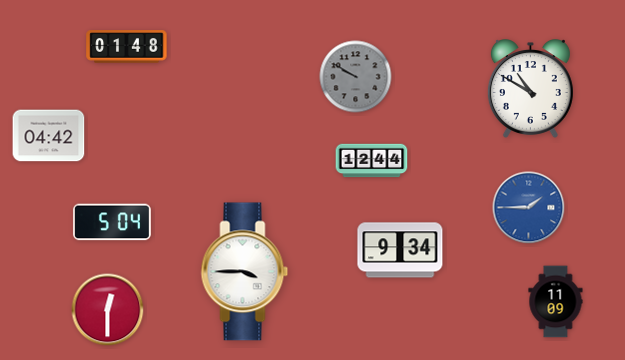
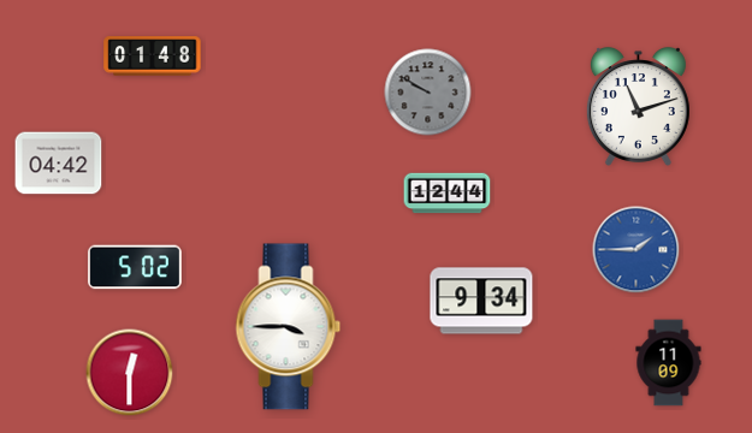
clock at (530, 89): 10:50 -> 11:12
clock at (112, 222): 5:04 -> 5:02
clock at (245, 272) position: (245, 272) -> (289, 327)
